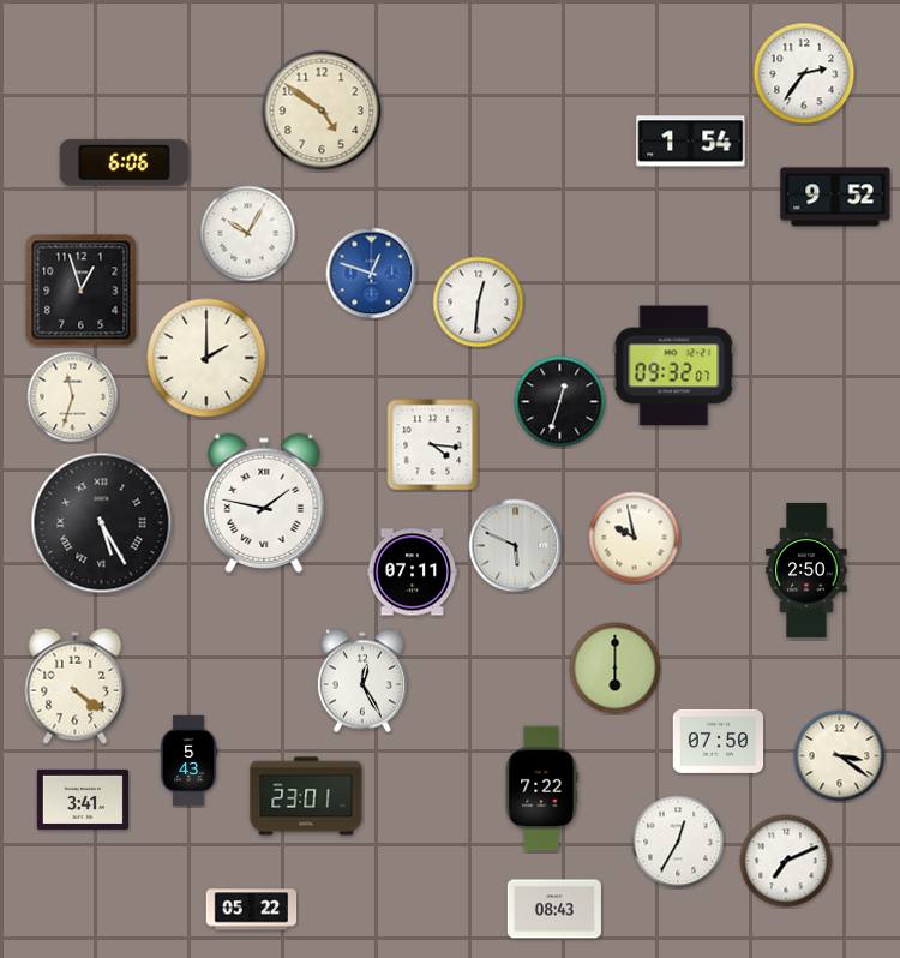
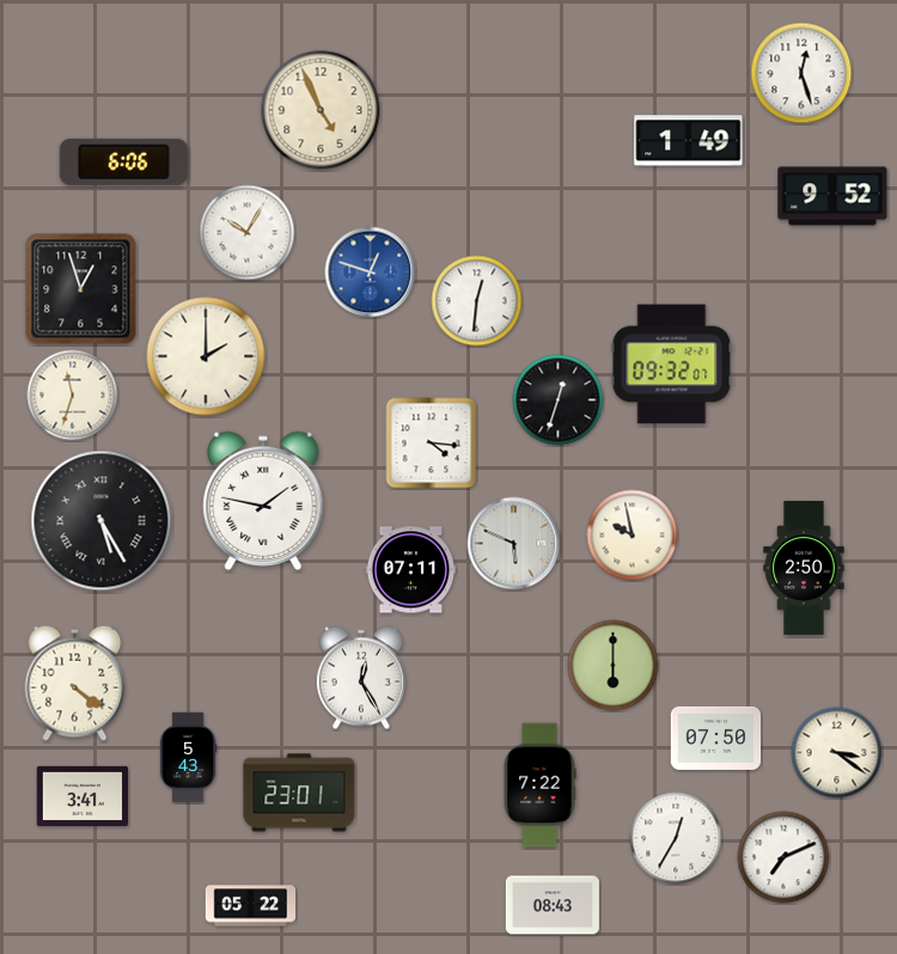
clock at (804, 73): 2:36 -> 12:27
clock at (322, 110): 4:51 -> 4:56
clock at (691, 142): 1:54 -> 1:49
clock at (306, 796) position: (306, 796) -> (299, 793)
